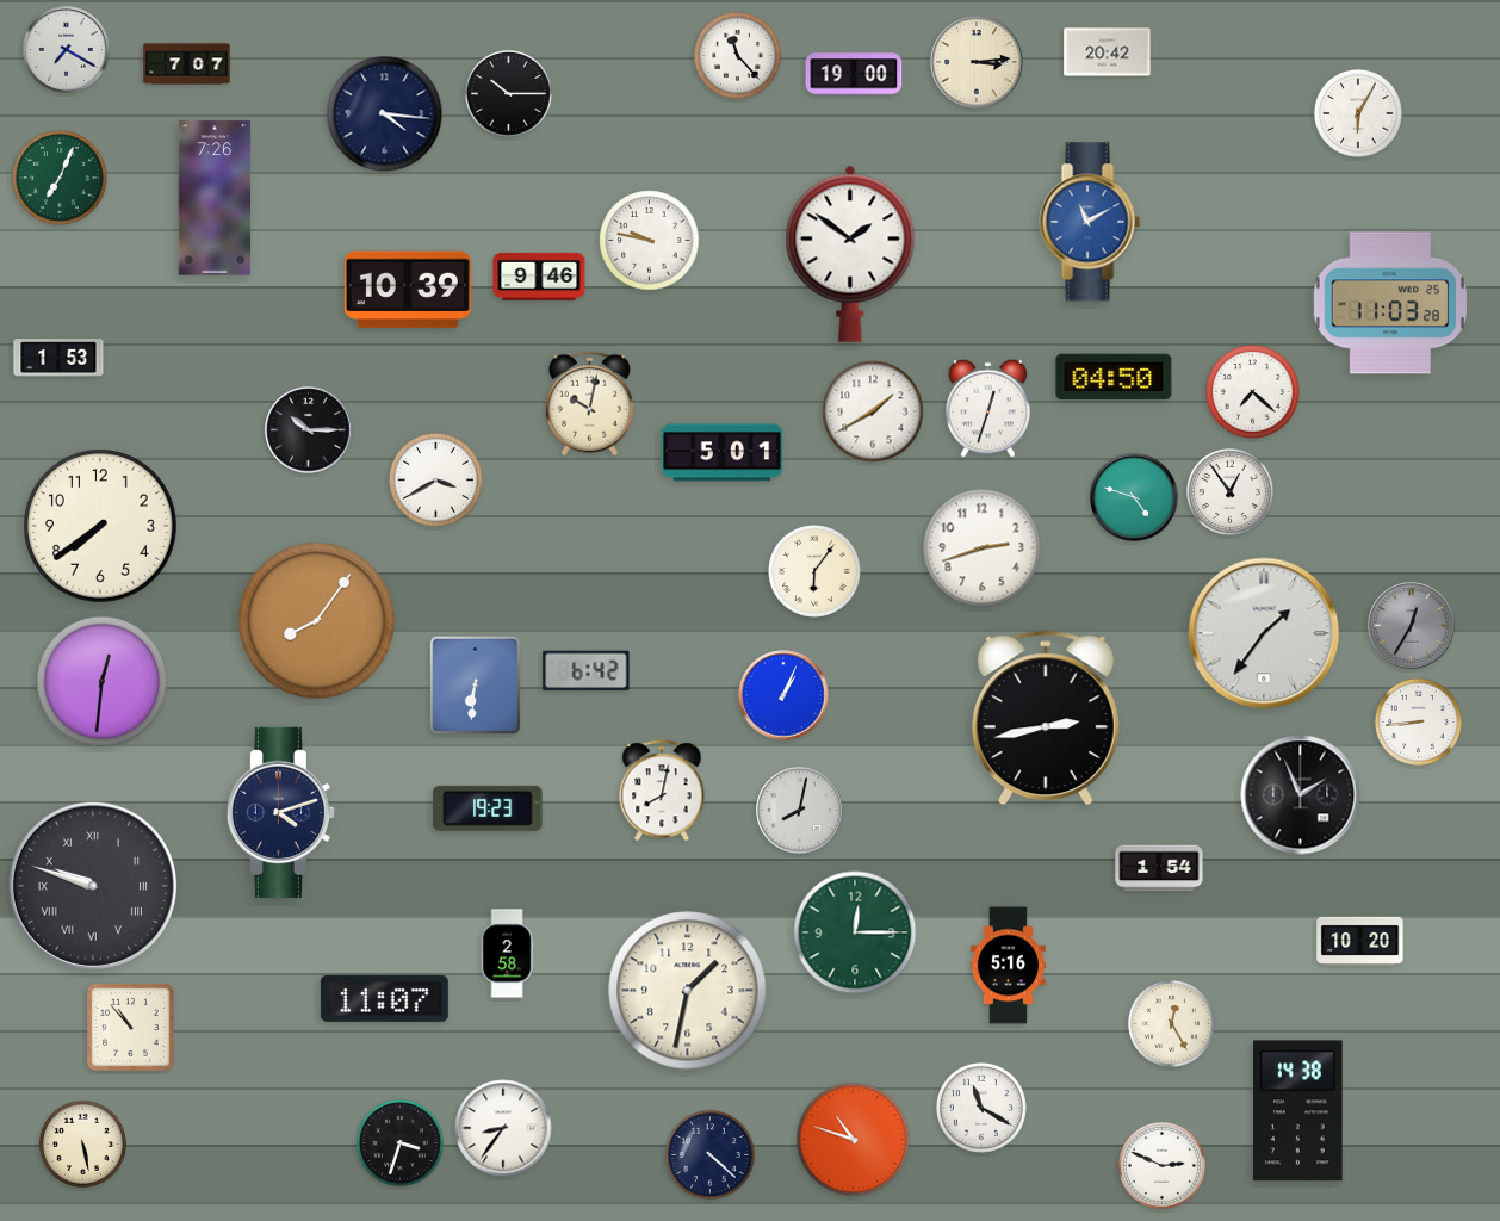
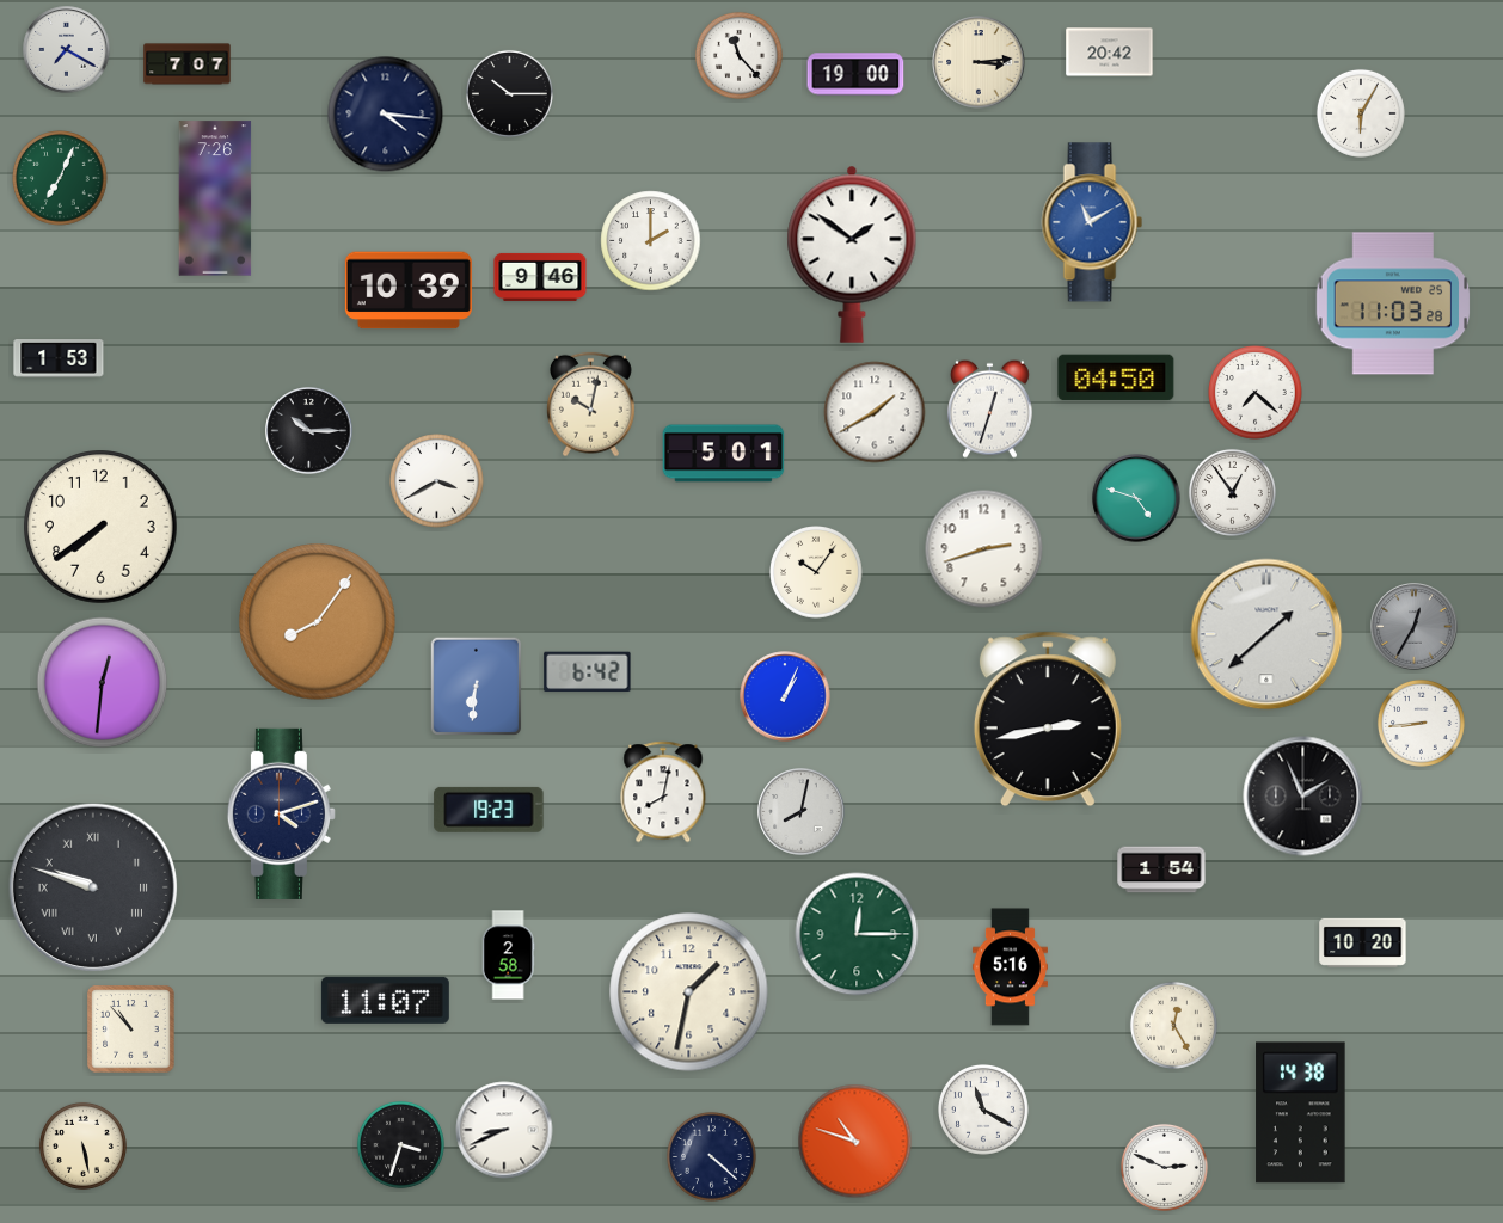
clock at (650, 241): 9:47 -> 2:00
clock at (814, 571): 6:06 -> 10:06
clock at (1264, 633): 1:36 -> 1:38
clock at (503, 1128): 8:36 -> 8:41
